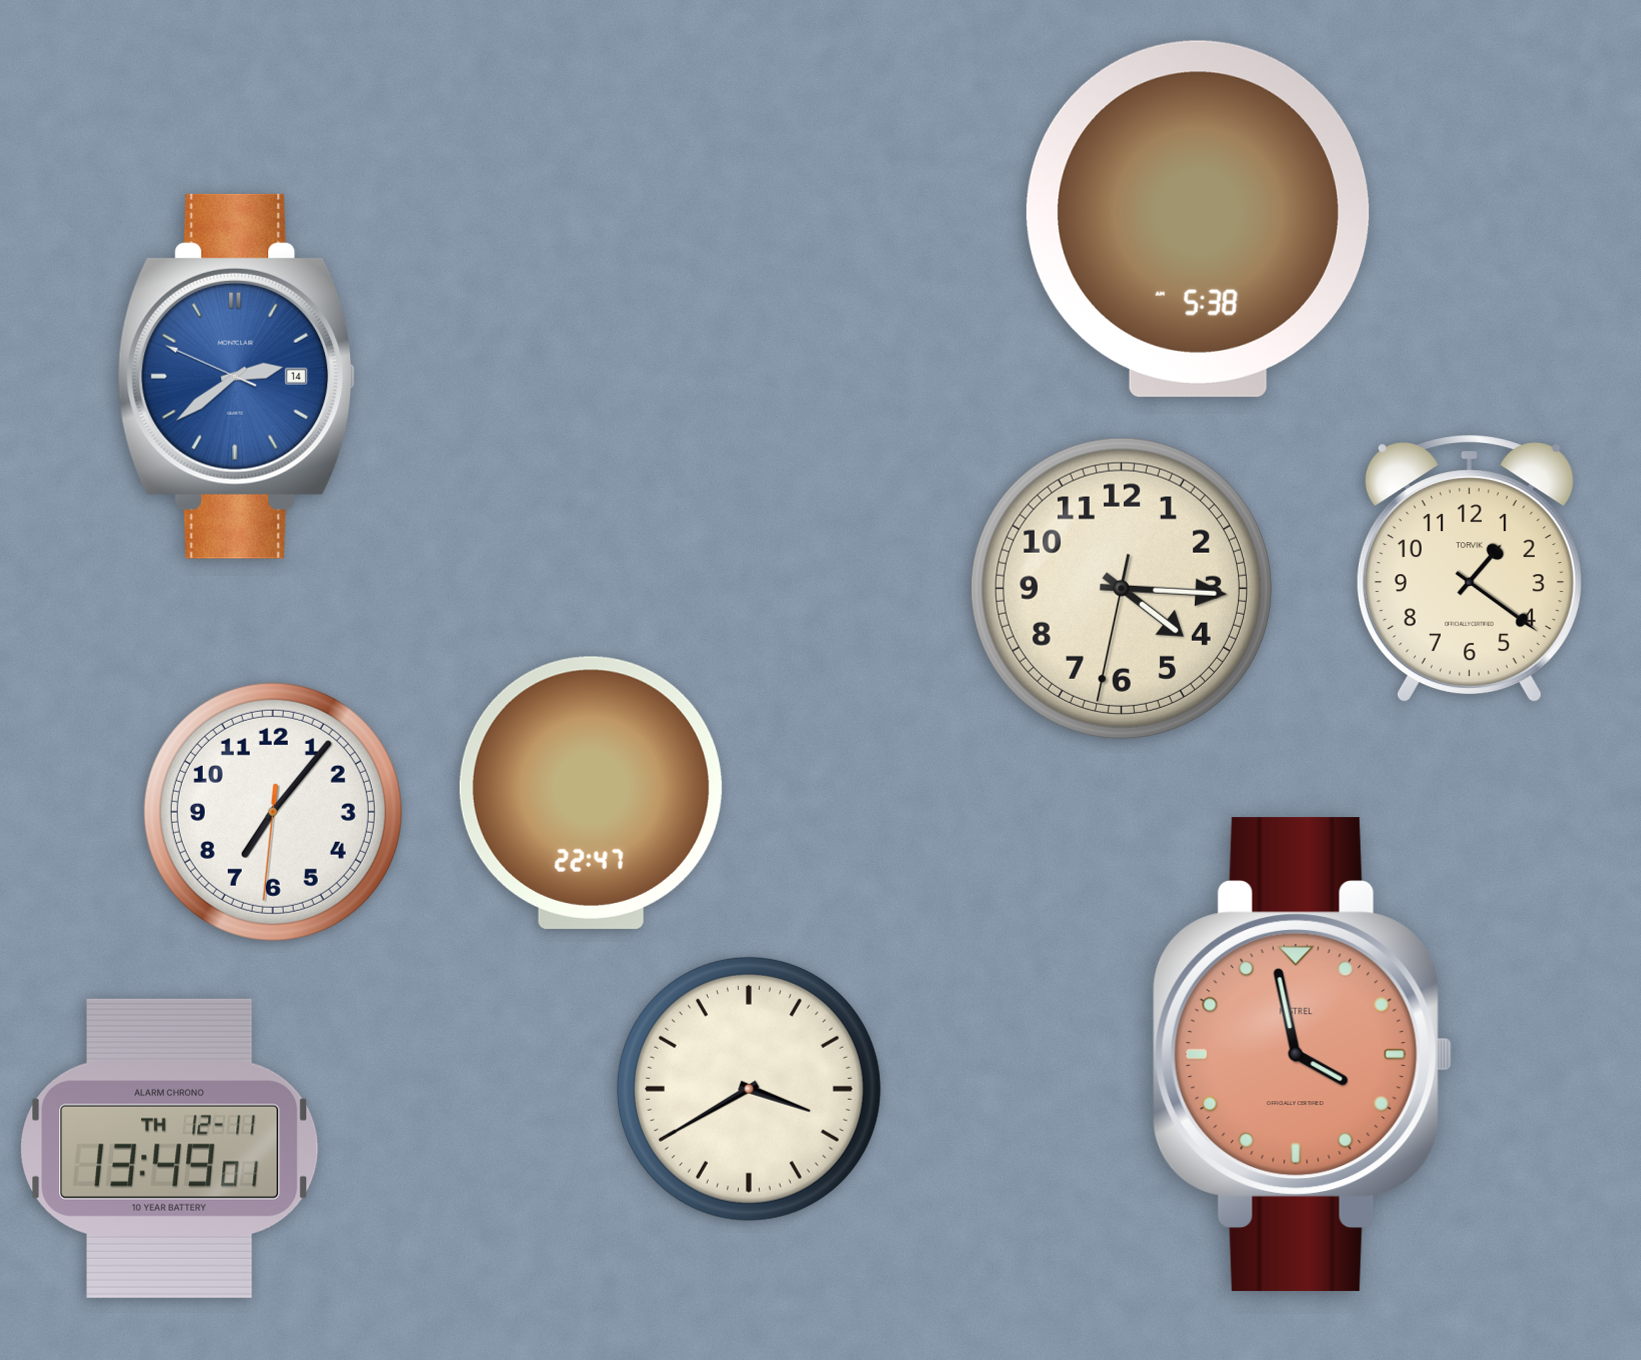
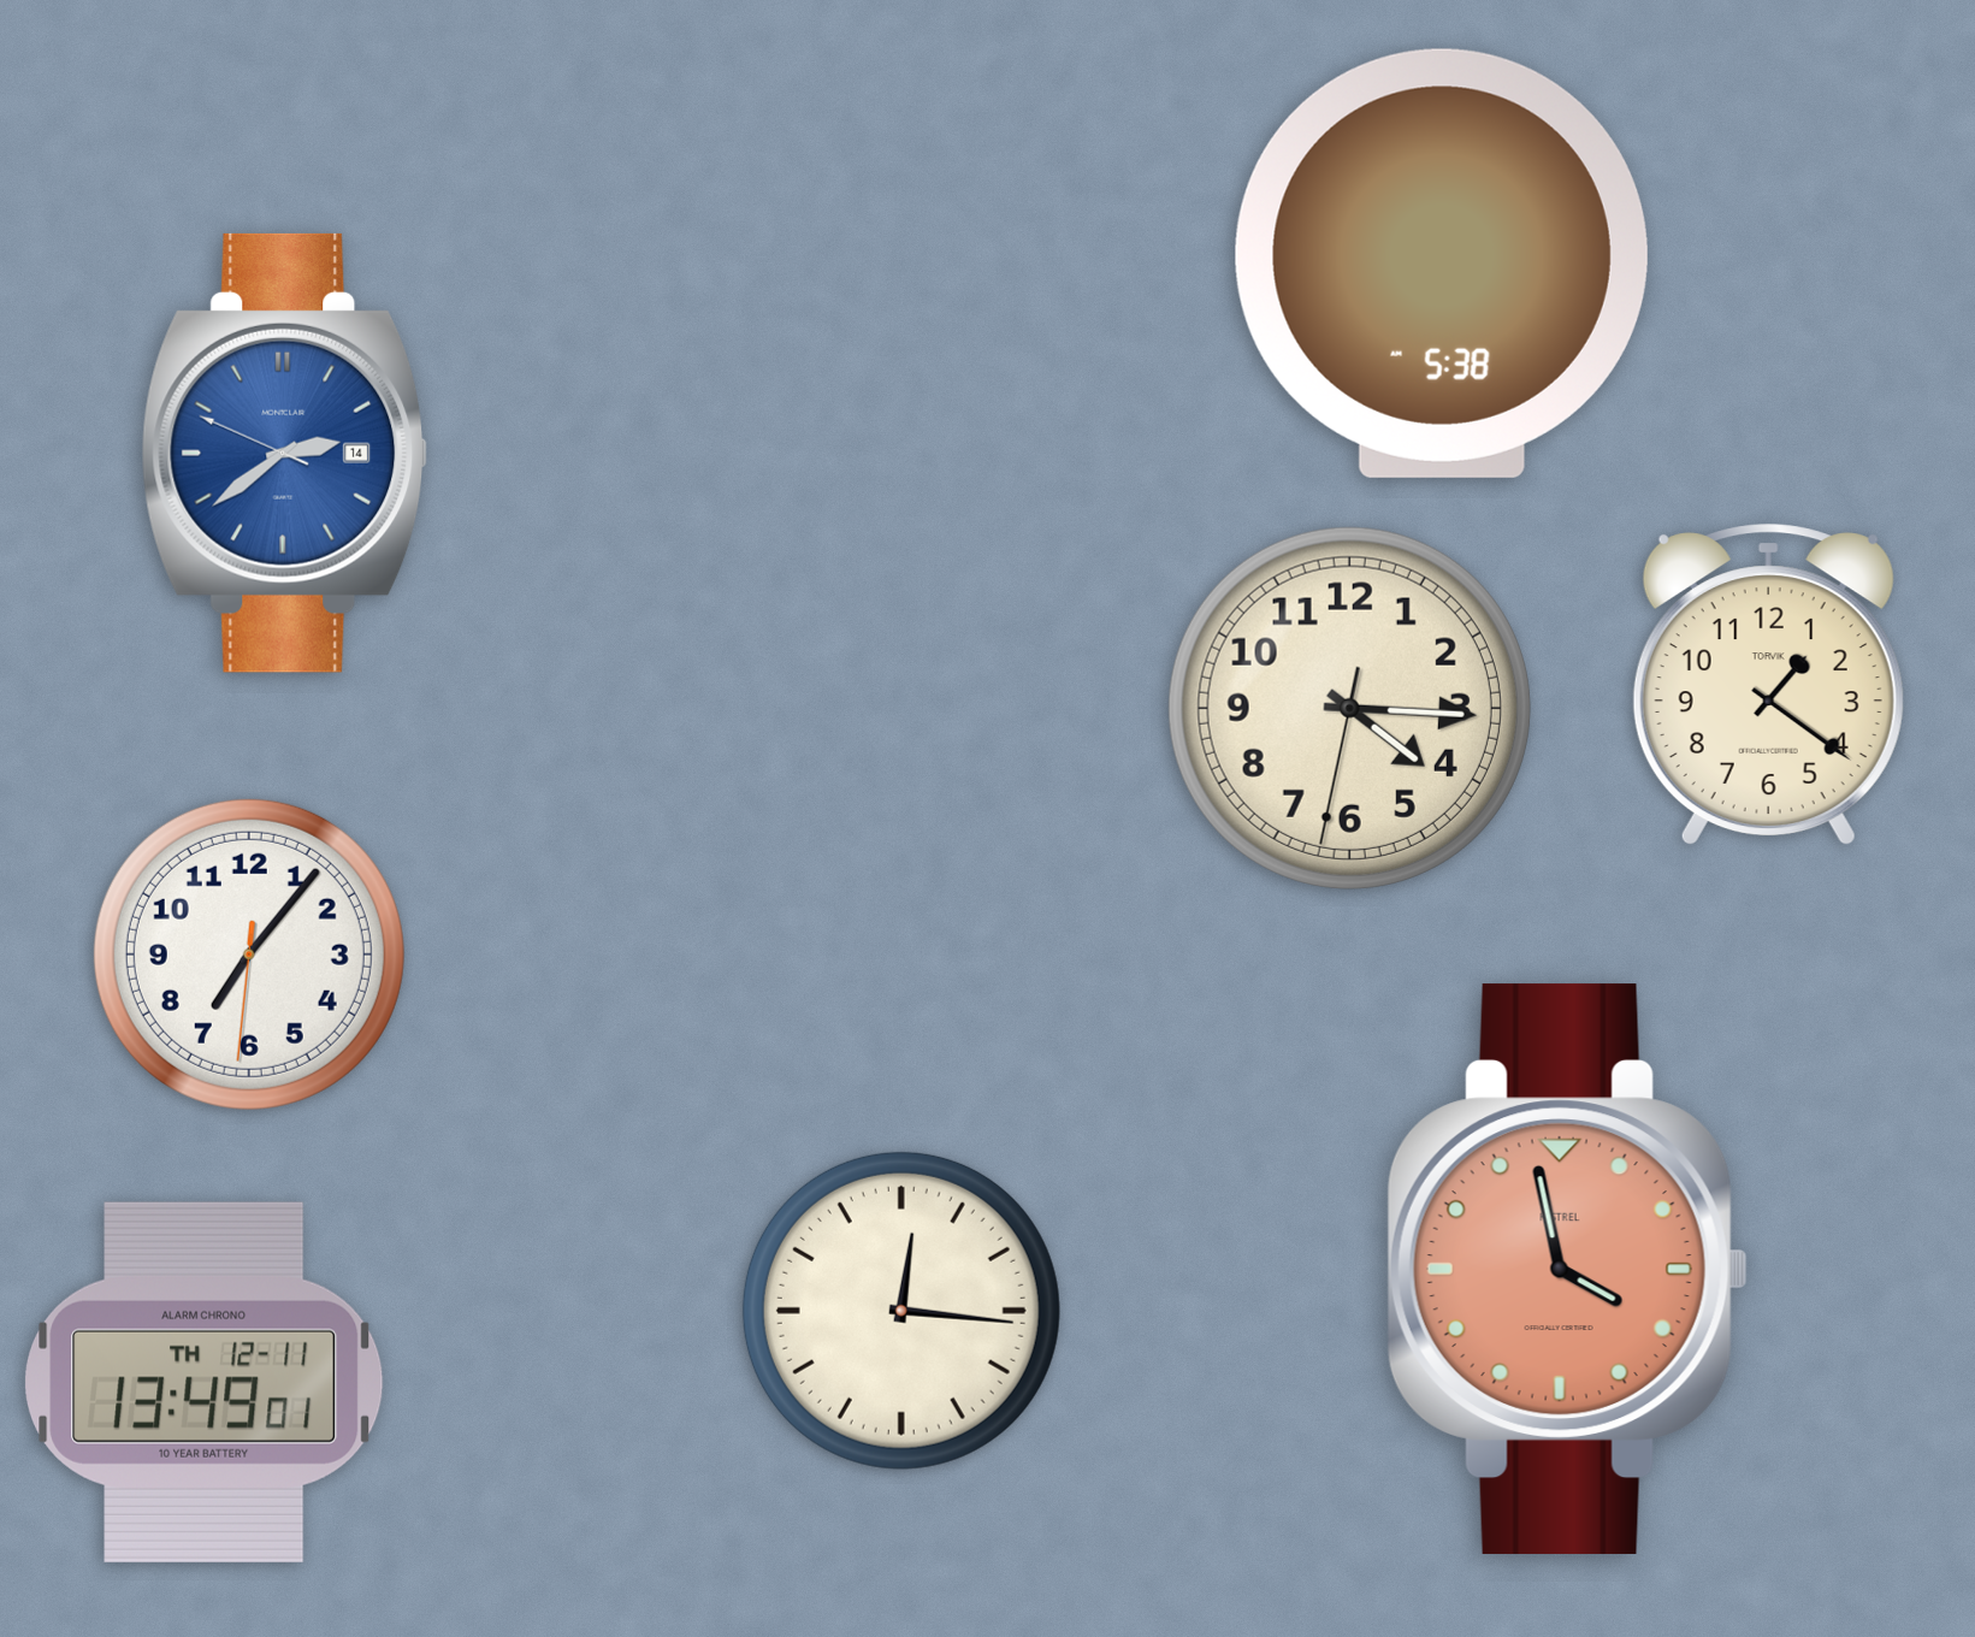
clock at (591, 793): 22:47 -> none
clock at (273, 812) position: (273, 812) -> (249, 955)
clock at (749, 1089): 3:40 -> 12:16
